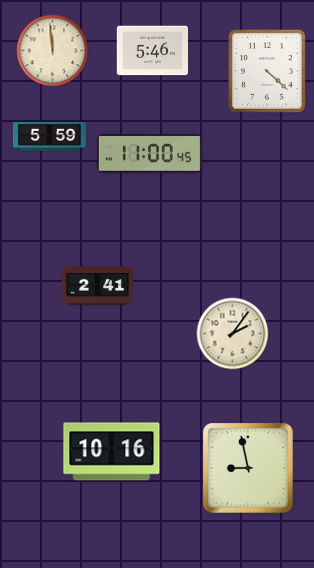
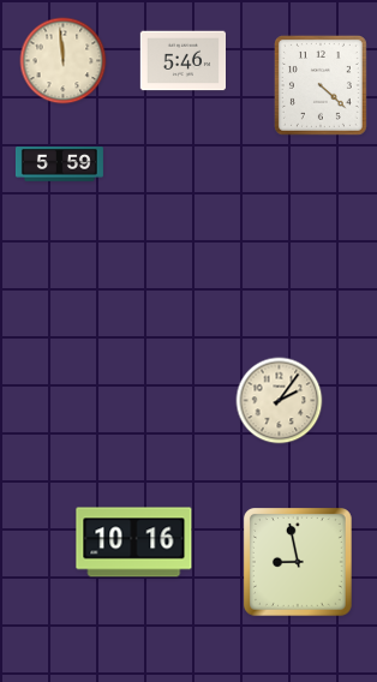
clock at (149, 154): 11:00 -> none
clock at (97, 286): 2:41 -> none
